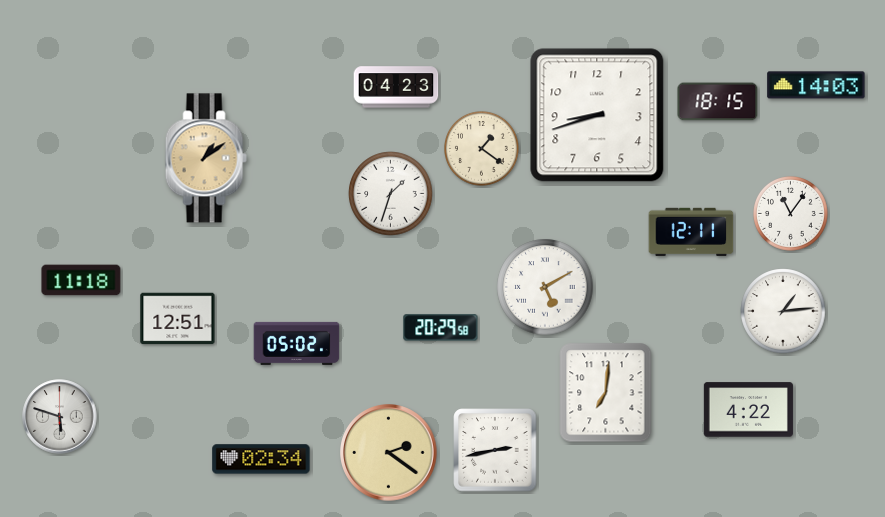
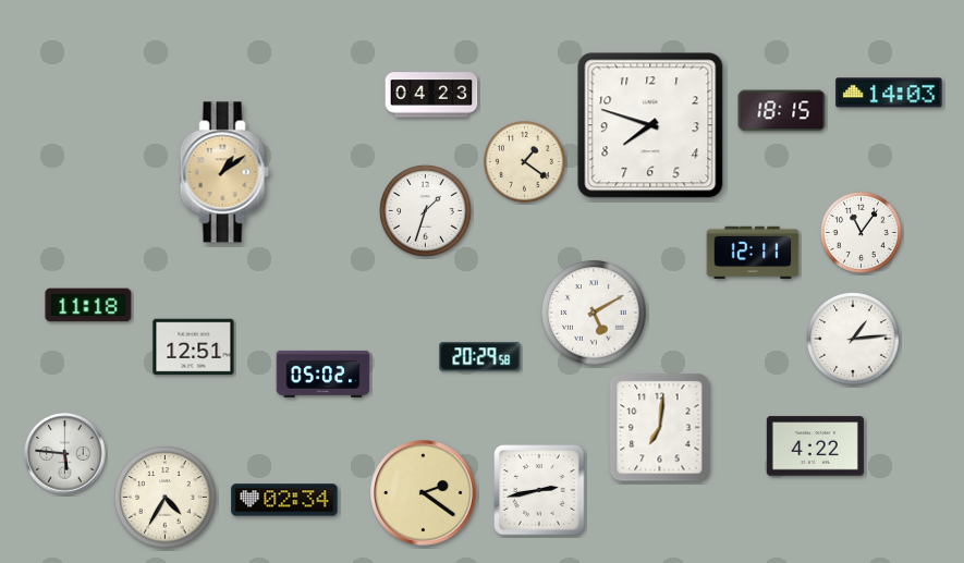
clock at (597, 115): 8:42 -> 7:48
clock at (60, 417): 5:48 -> 5:46
clock at (166, 498): none -> 4:35
